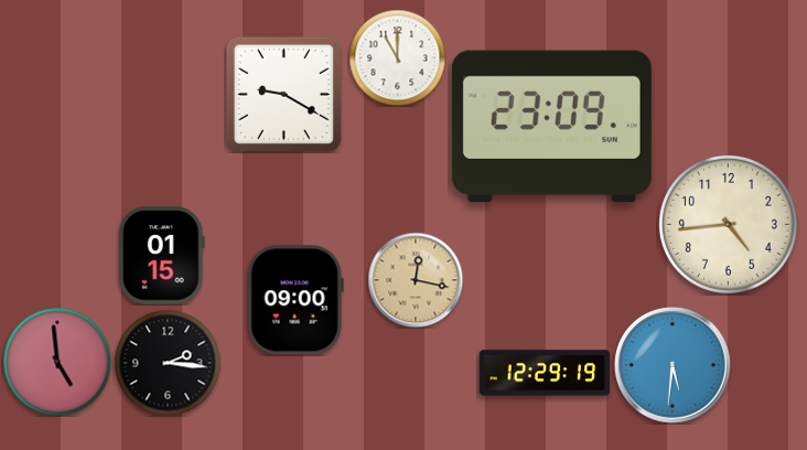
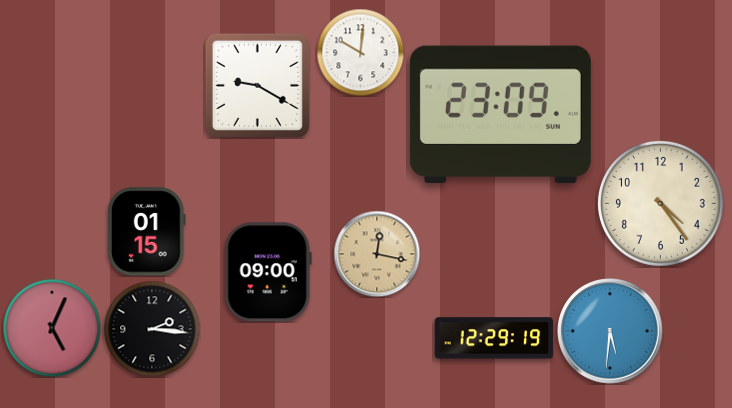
clock at (397, 57): 11:00 -> 10:01
clock at (728, 224): 4:44 -> 4:24
clock at (57, 362): 4:59 -> 5:04
